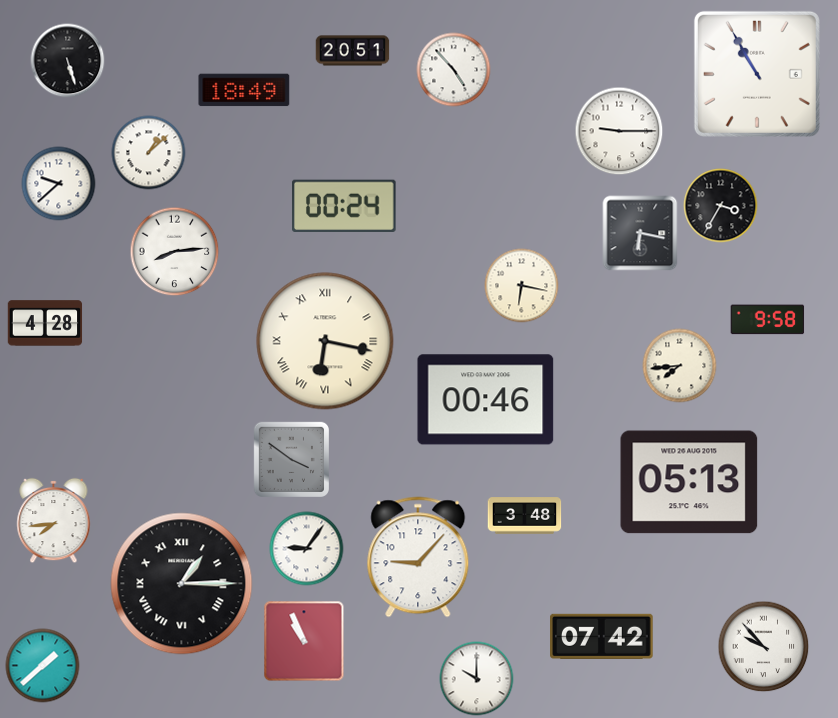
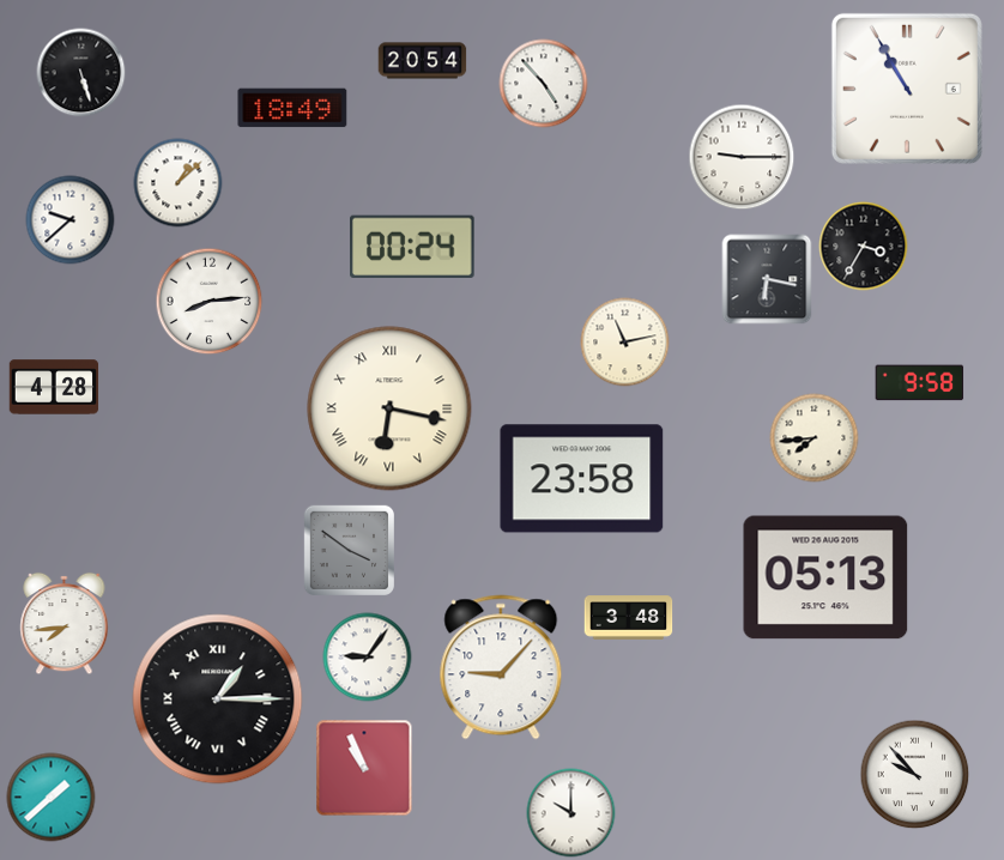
clock at (353, 51): 20:51 -> 20:54
clock at (522, 286): 6:17 -> 11:13
clock at (486, 400): 00:46 -> 23:58
clock at (602, 636): 07:42 -> none
